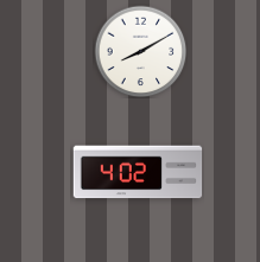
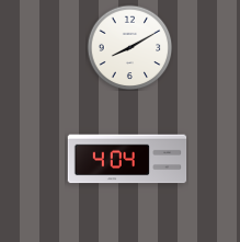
clock at (138, 172): 4:02 -> 4:04
